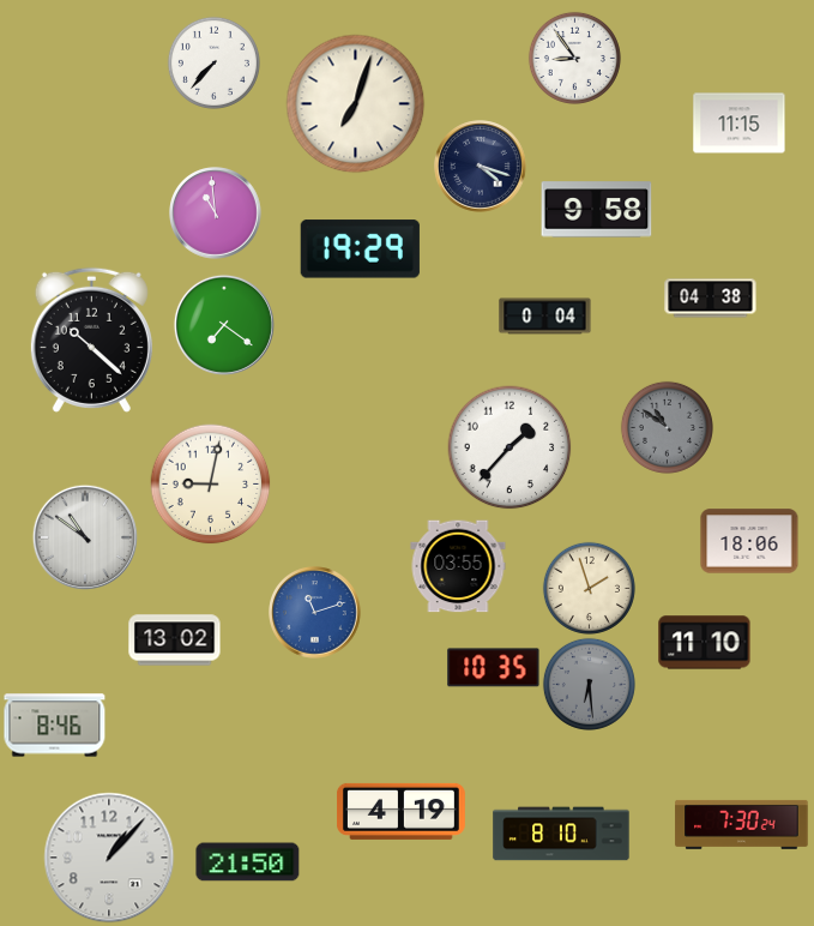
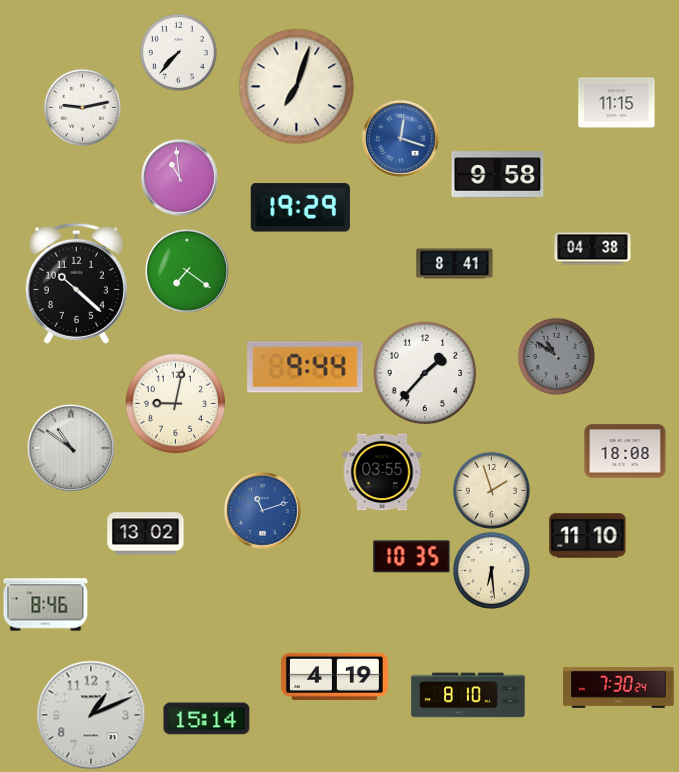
clock at (574, 58): 8:54 -> none
clock at (82, 107): none -> 9:13
clock at (481, 167): 4:18 -> 12:18
clock at (481, 167) dial: navy -> blue
clock at (545, 317): 0:04 -> 8:41
clock at (305, 367): none -> 9:44
clock at (749, 541): 18:06 -> 18:08
clock at (589, 684) dial: grey -> cream
clock at (109, 858): 1:07 -> 1:11
clock at (248, 862): 21:50 -> 15:14
